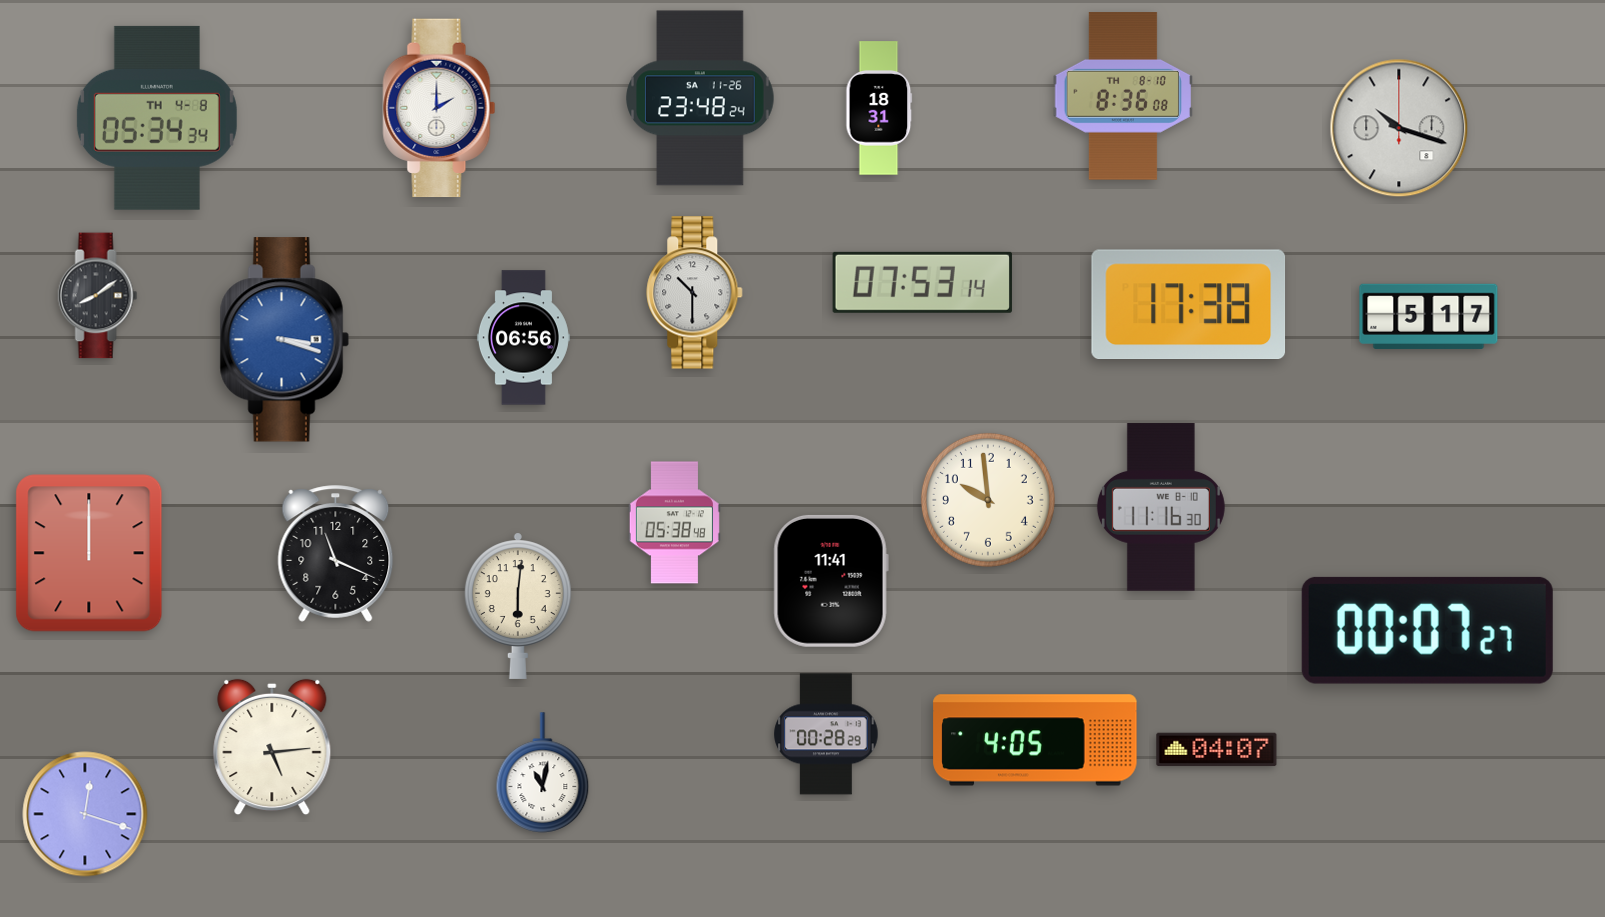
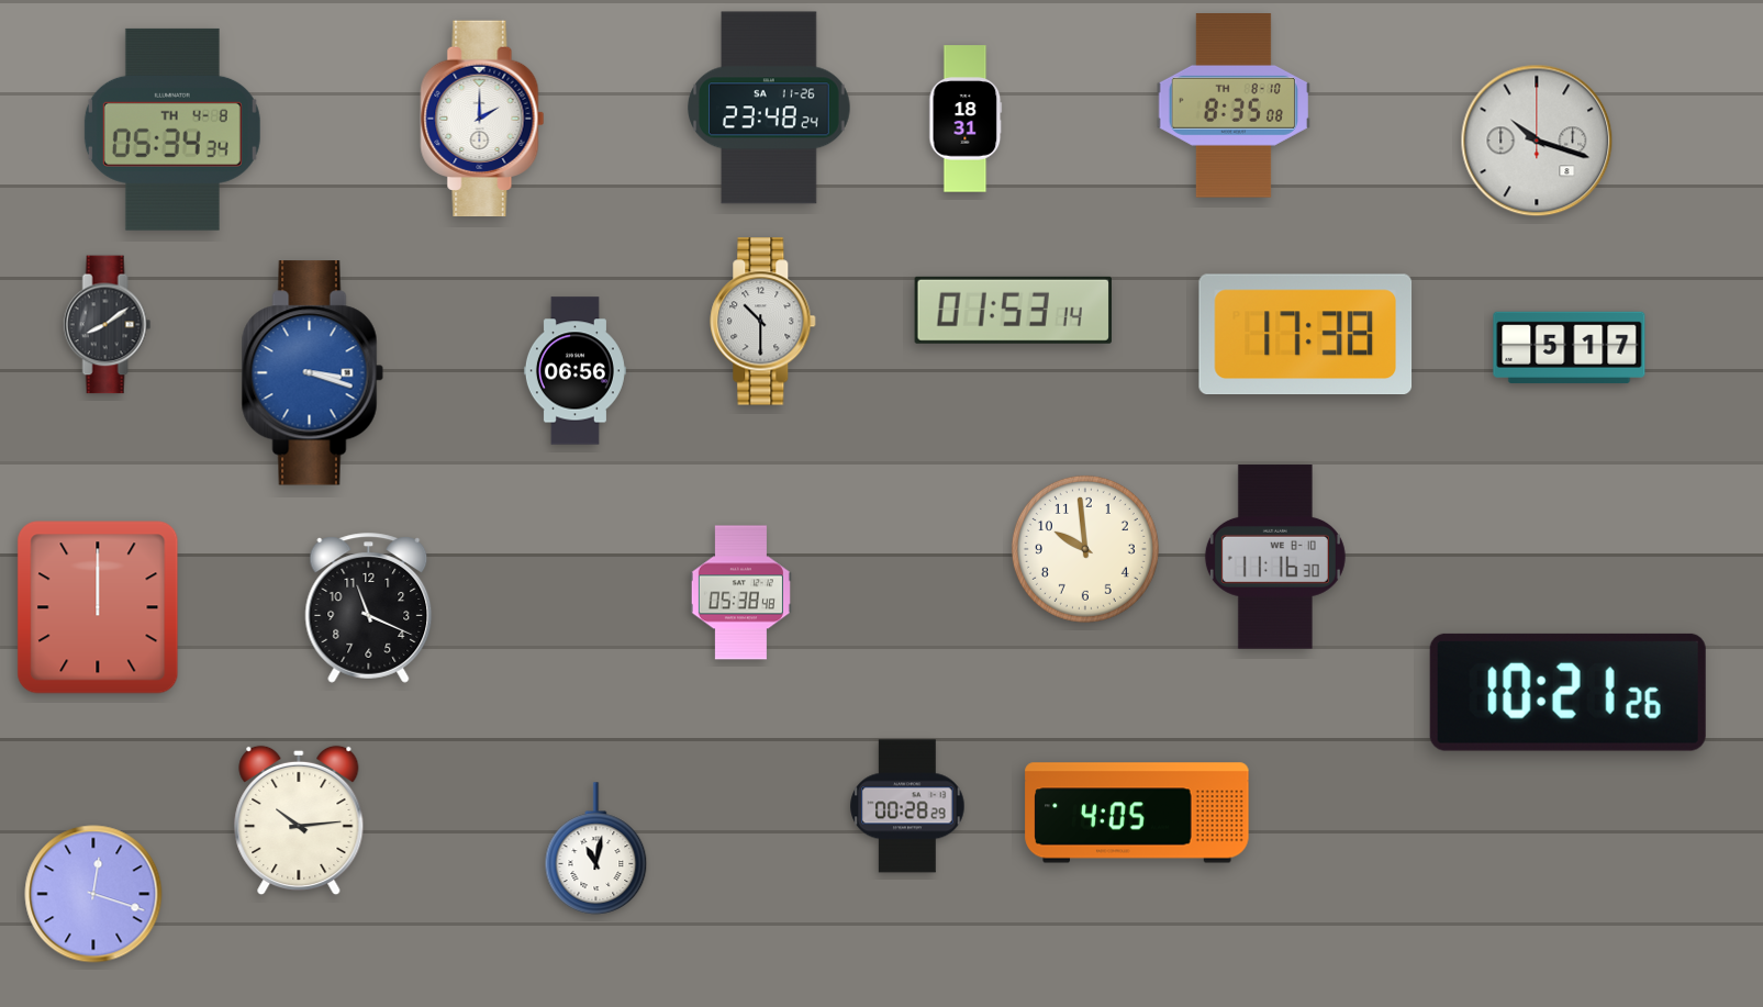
clock at (1122, 96): 8:36 -> 8:35
clock at (922, 282): 07:53 -> 01:53
clock at (674, 523) position: (674, 523) -> (740, 593)
clock at (831, 581): 11:41 -> none
clock at (518, 606): 6:01 -> none
clock at (1427, 630): 00:07 -> 10:21
clock at (272, 747): 5:14 -> 10:14
clock at (1217, 750): 04:07 -> none
